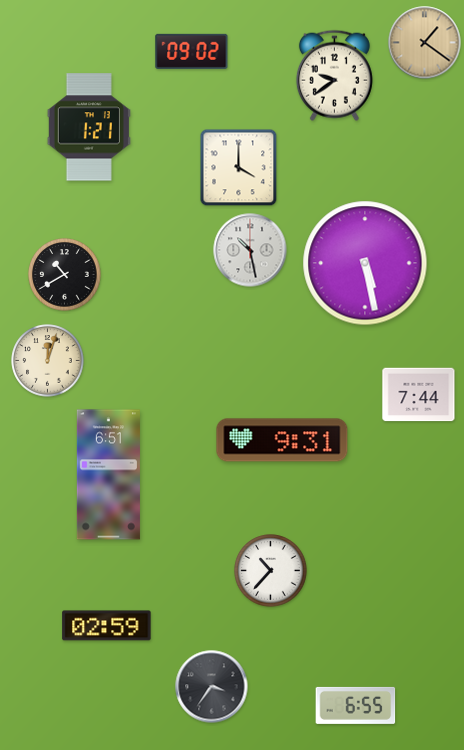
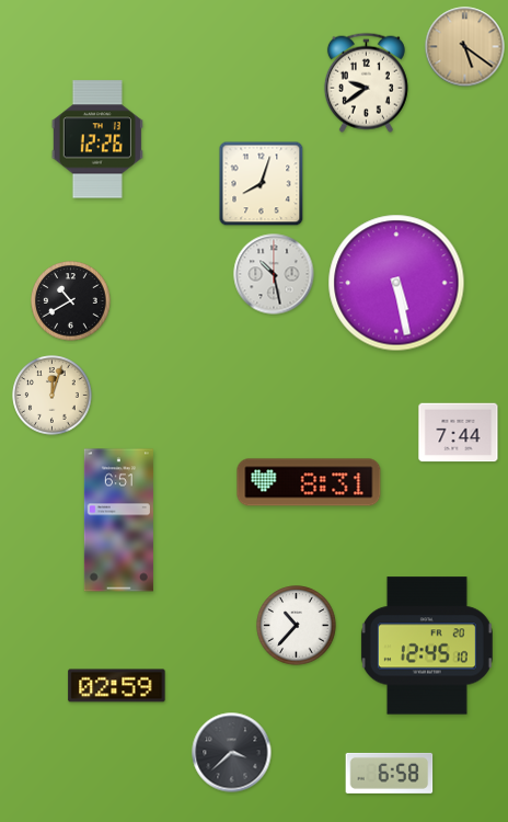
clock at (425, 43): 1:21 -> 5:21
clock at (192, 51): 09:02 -> none
clock at (89, 127): 1:21 -> 12:26
clock at (239, 168): 4:00 -> 8:03
clock at (365, 263) position: (365, 263) -> (396, 283)
clock at (282, 440): 9:31 -> 8:31
clock at (427, 646): none -> 12:45
clock at (212, 687): 3:36 -> 3:38
clock at (356, 705): 6:55 -> 6:58
